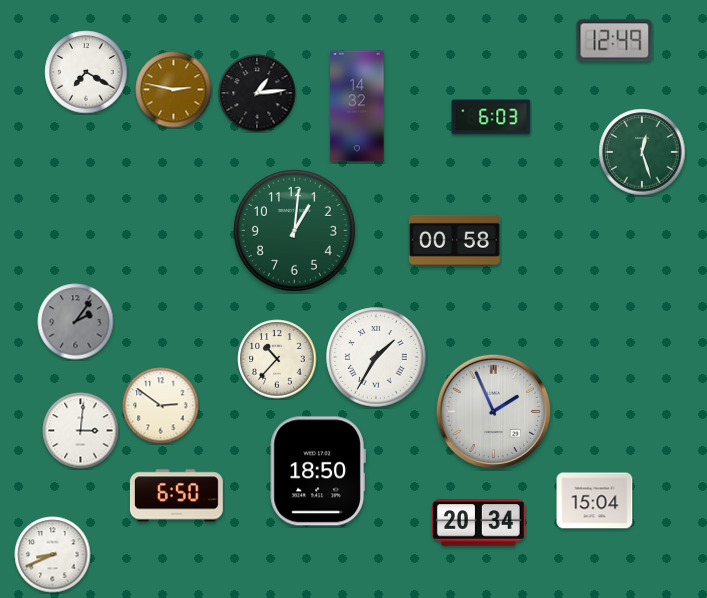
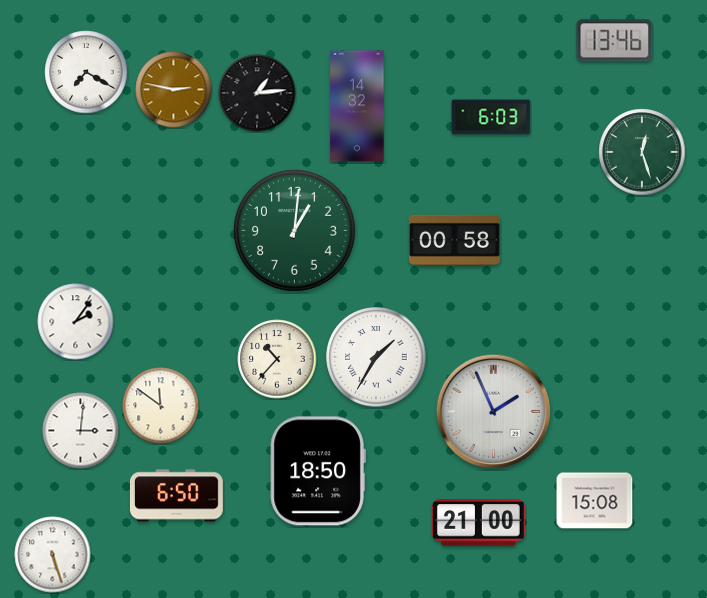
clock at (615, 41): 12:49 -> 13:46
clock at (76, 322) dial: grey -> white
clock at (161, 406): 2:51 -> 11:51
clock at (595, 501): 15:04 -> 15:08
clock at (478, 523): 20:34 -> 21:00
clock at (53, 555): 8:41 -> 5:27
